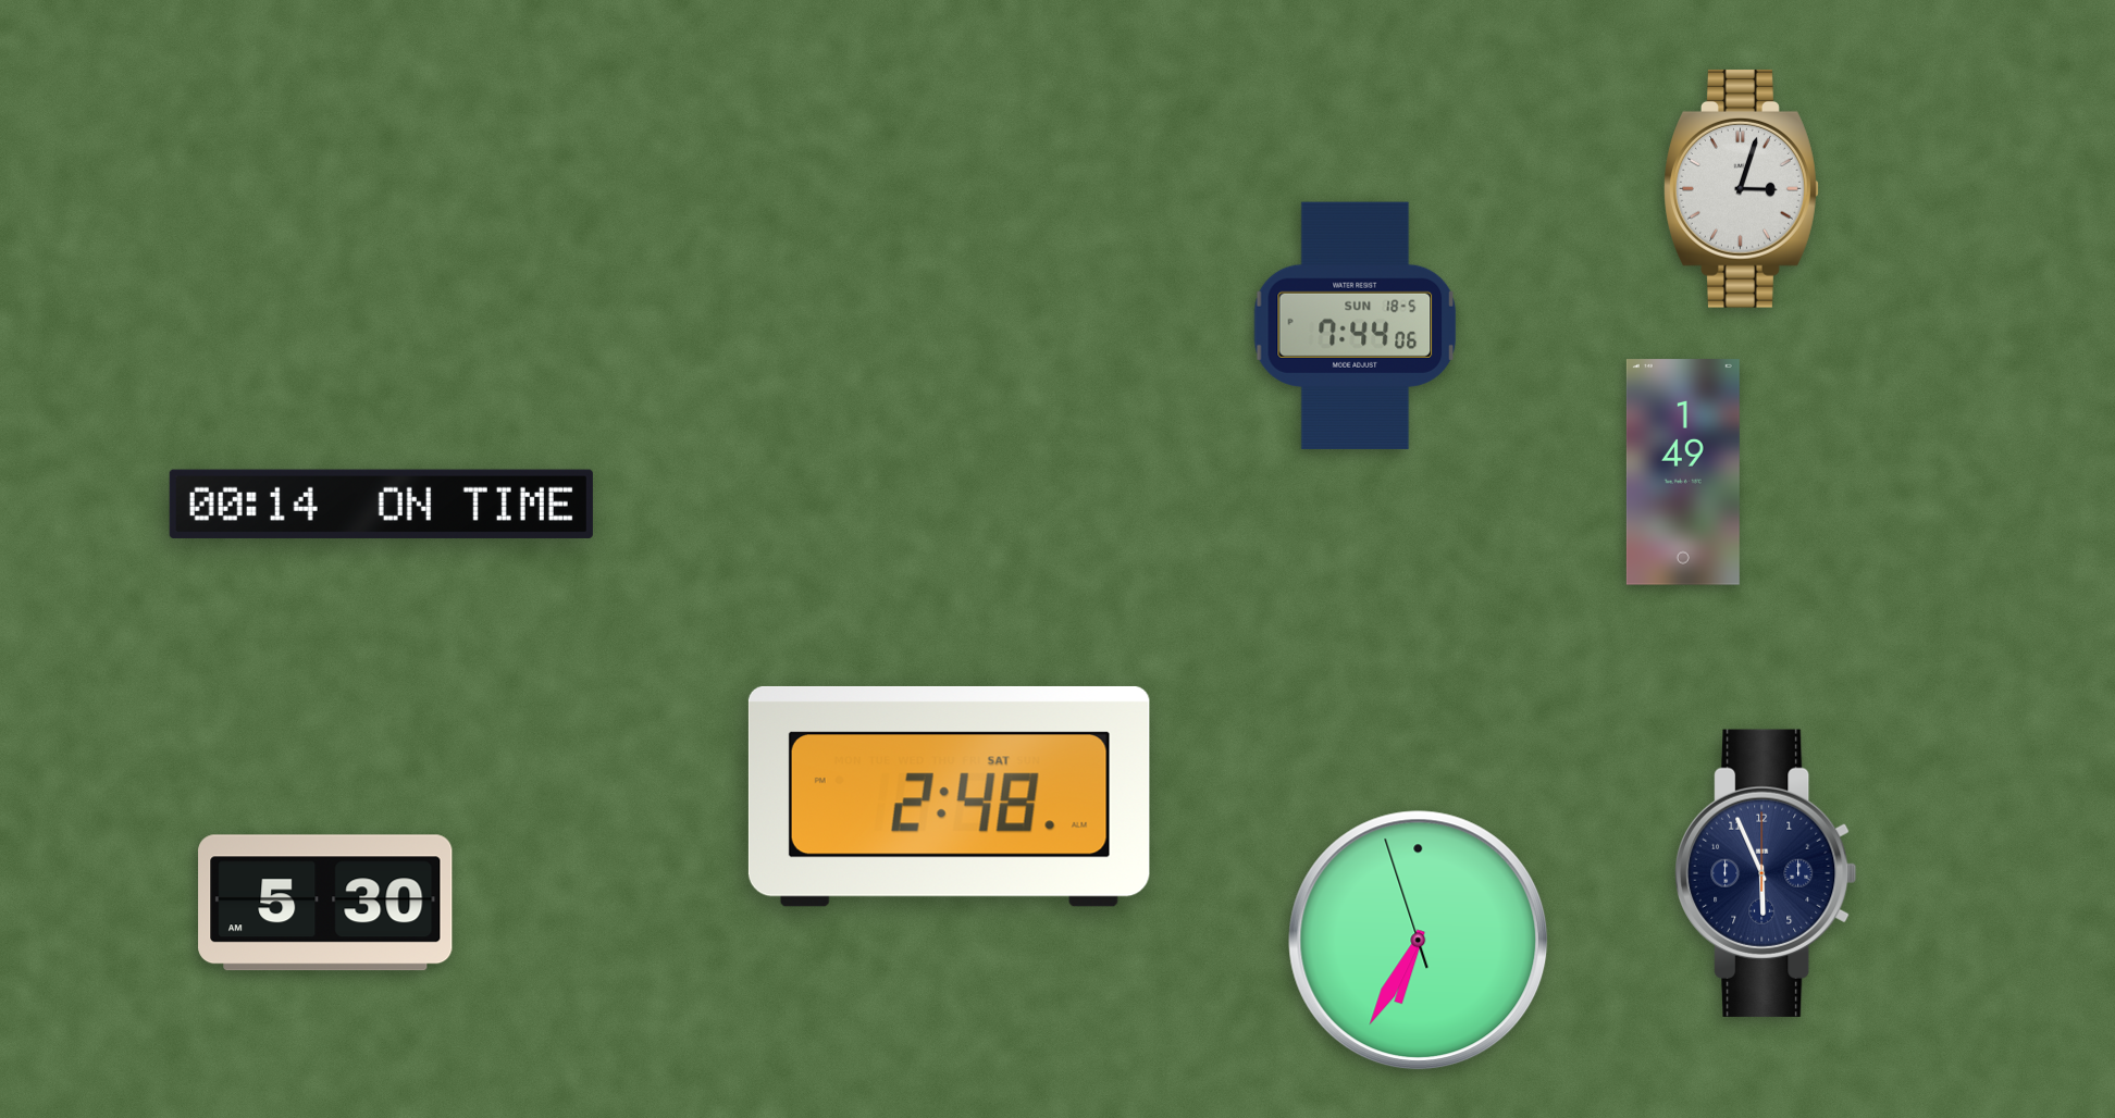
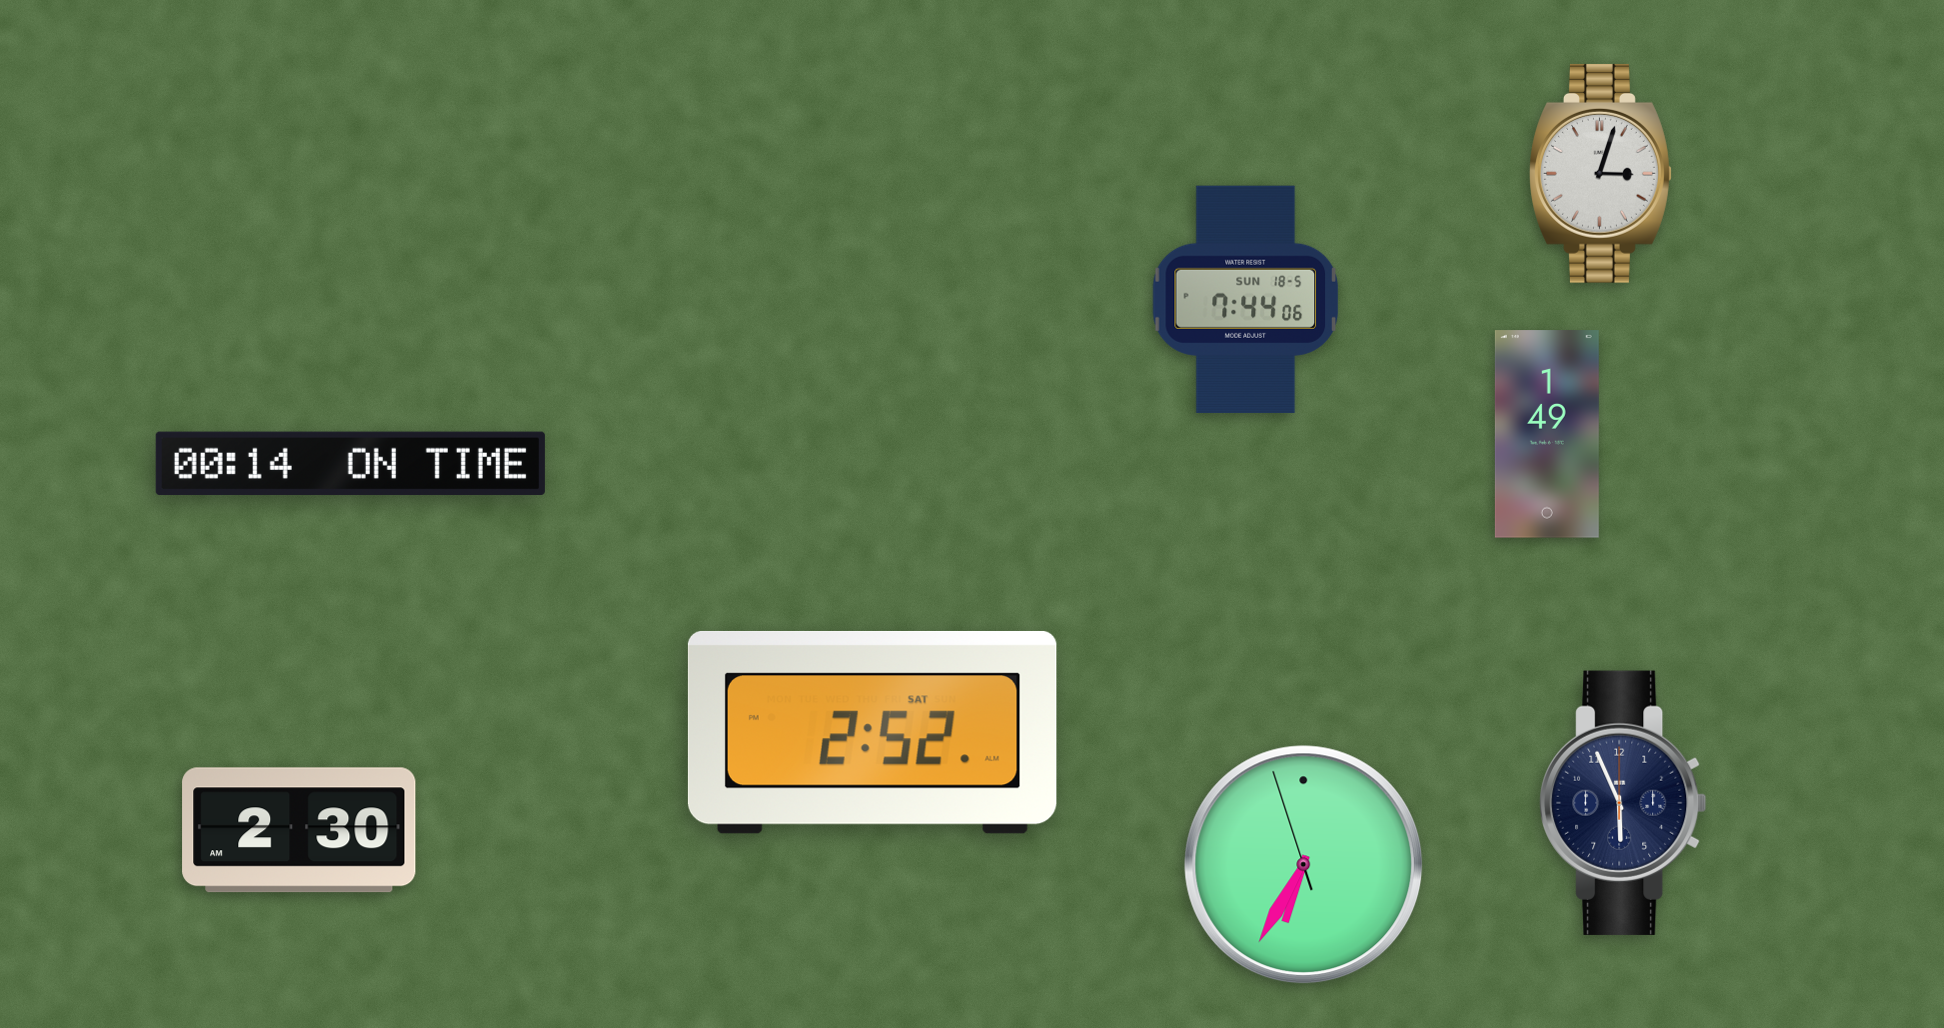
clock at (949, 796): 2:48 -> 2:52
clock at (325, 903): 5:30 -> 2:30
